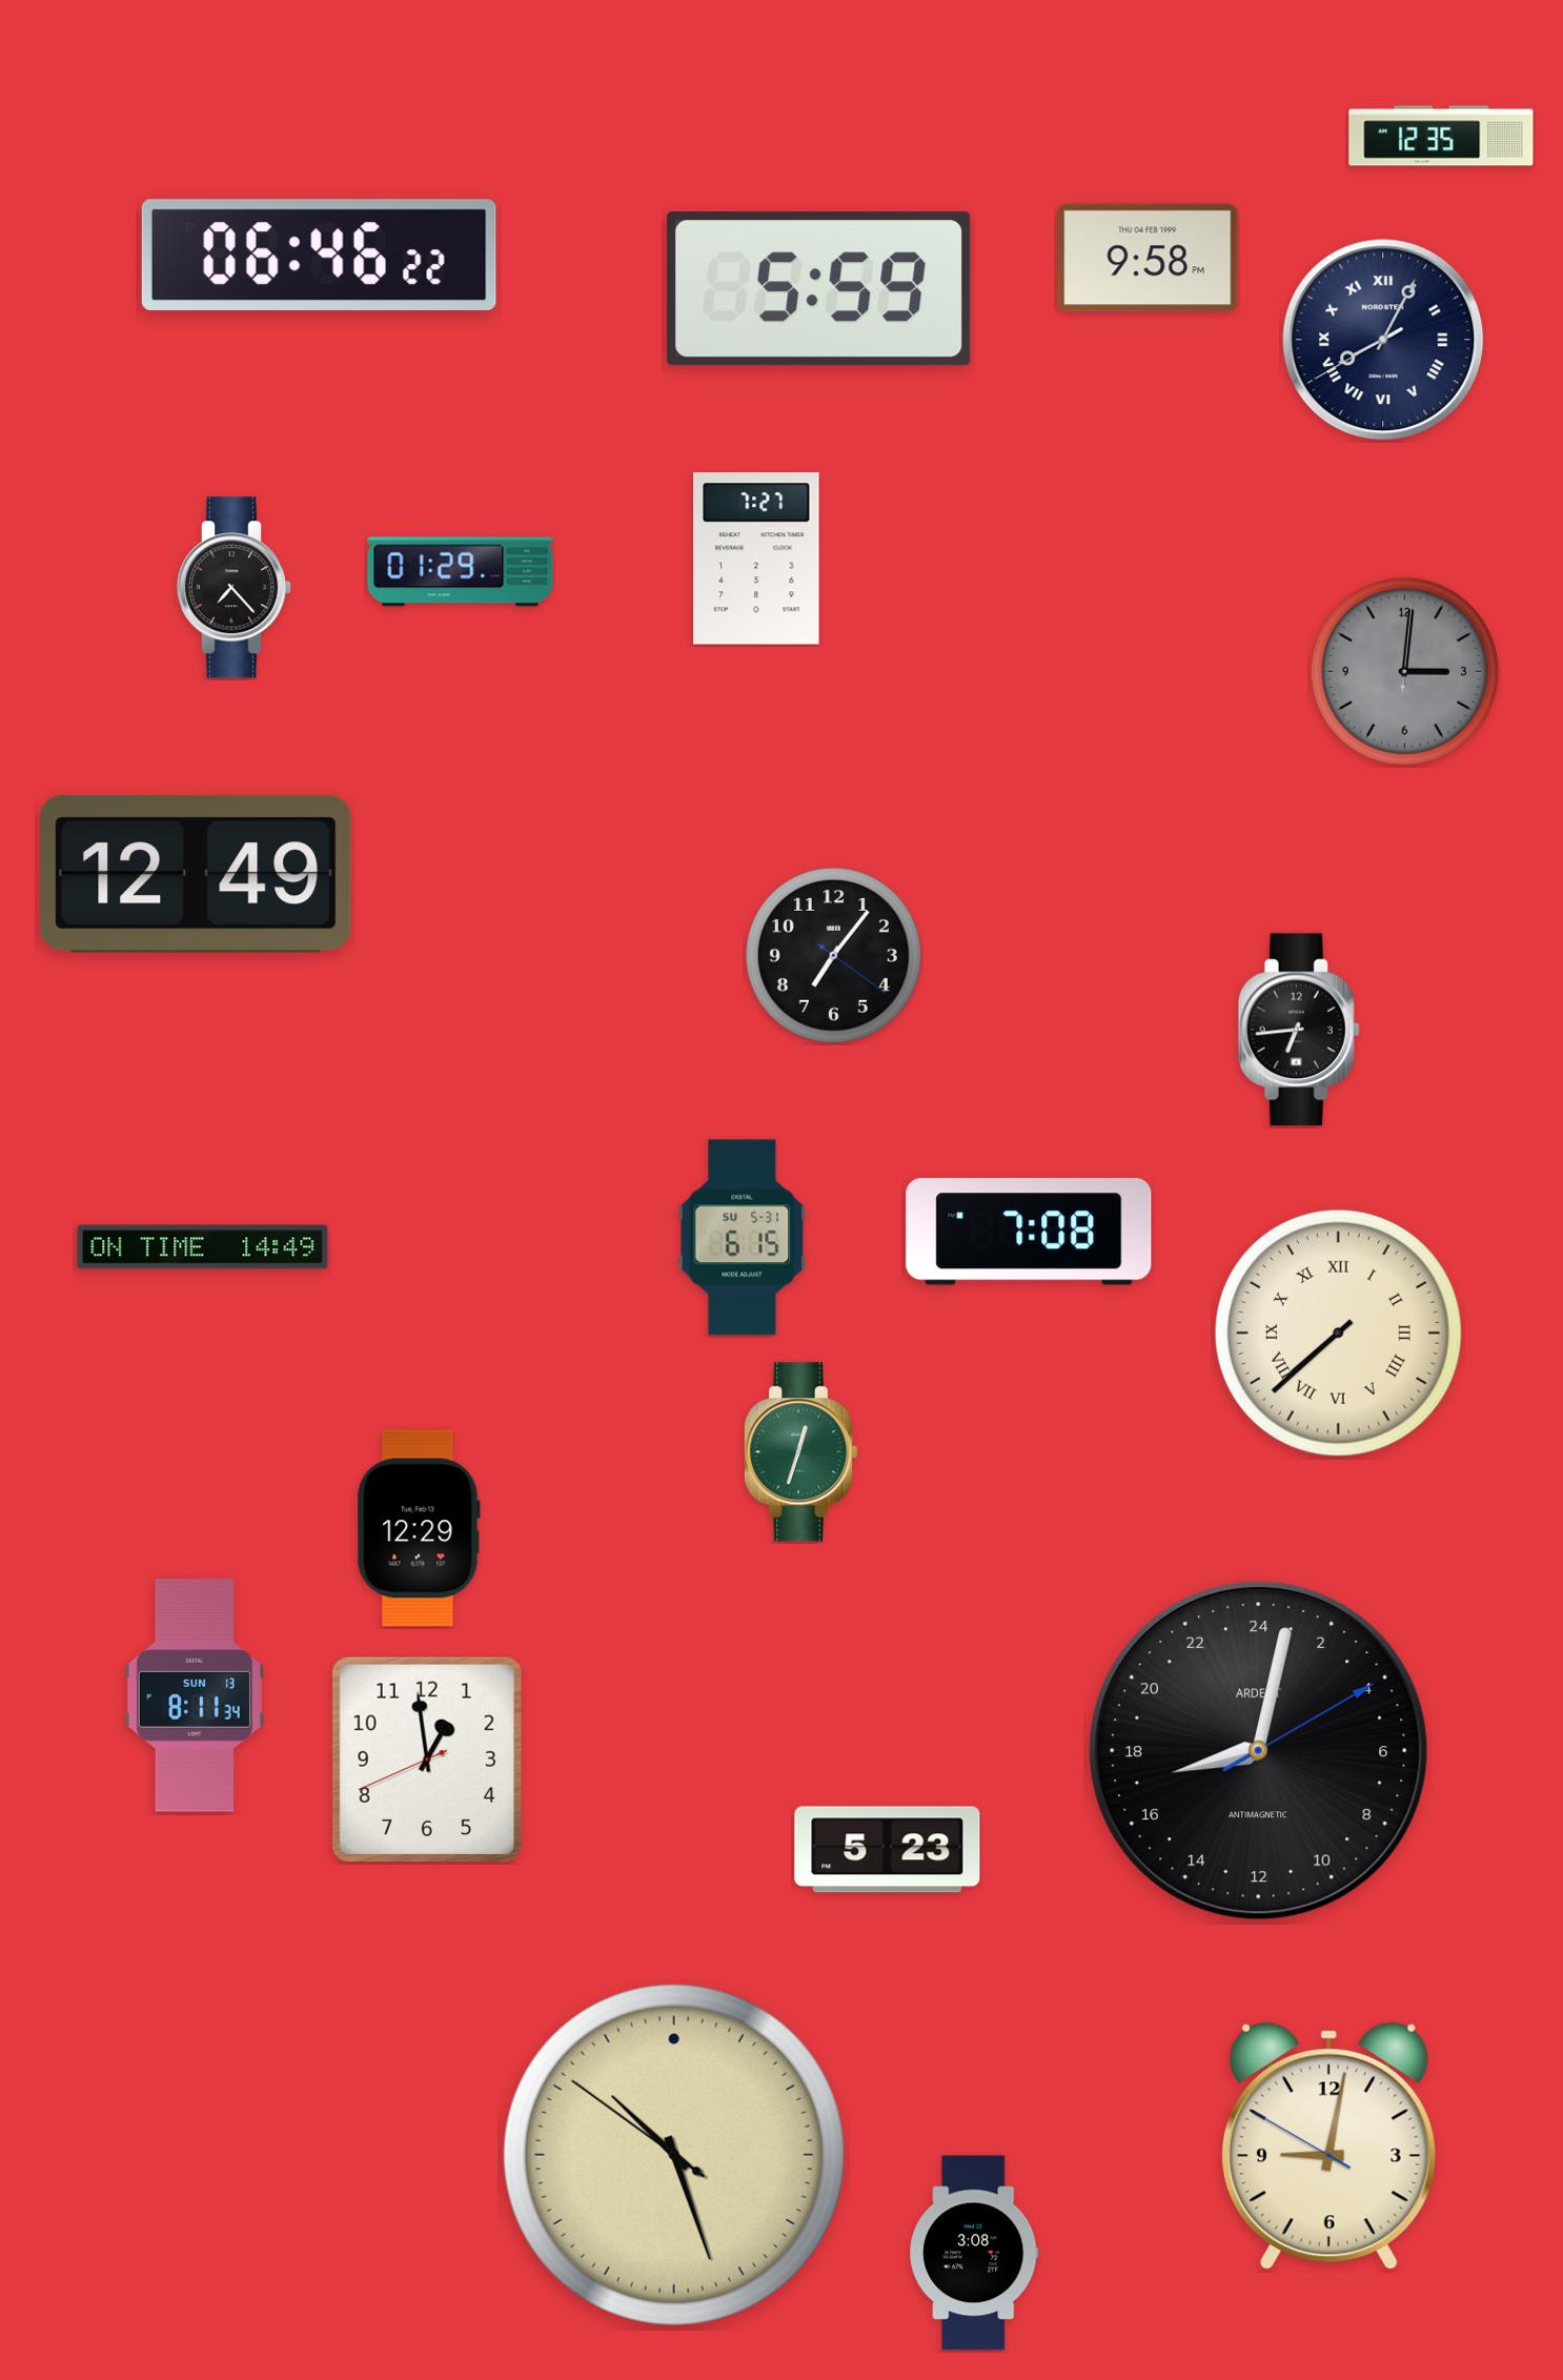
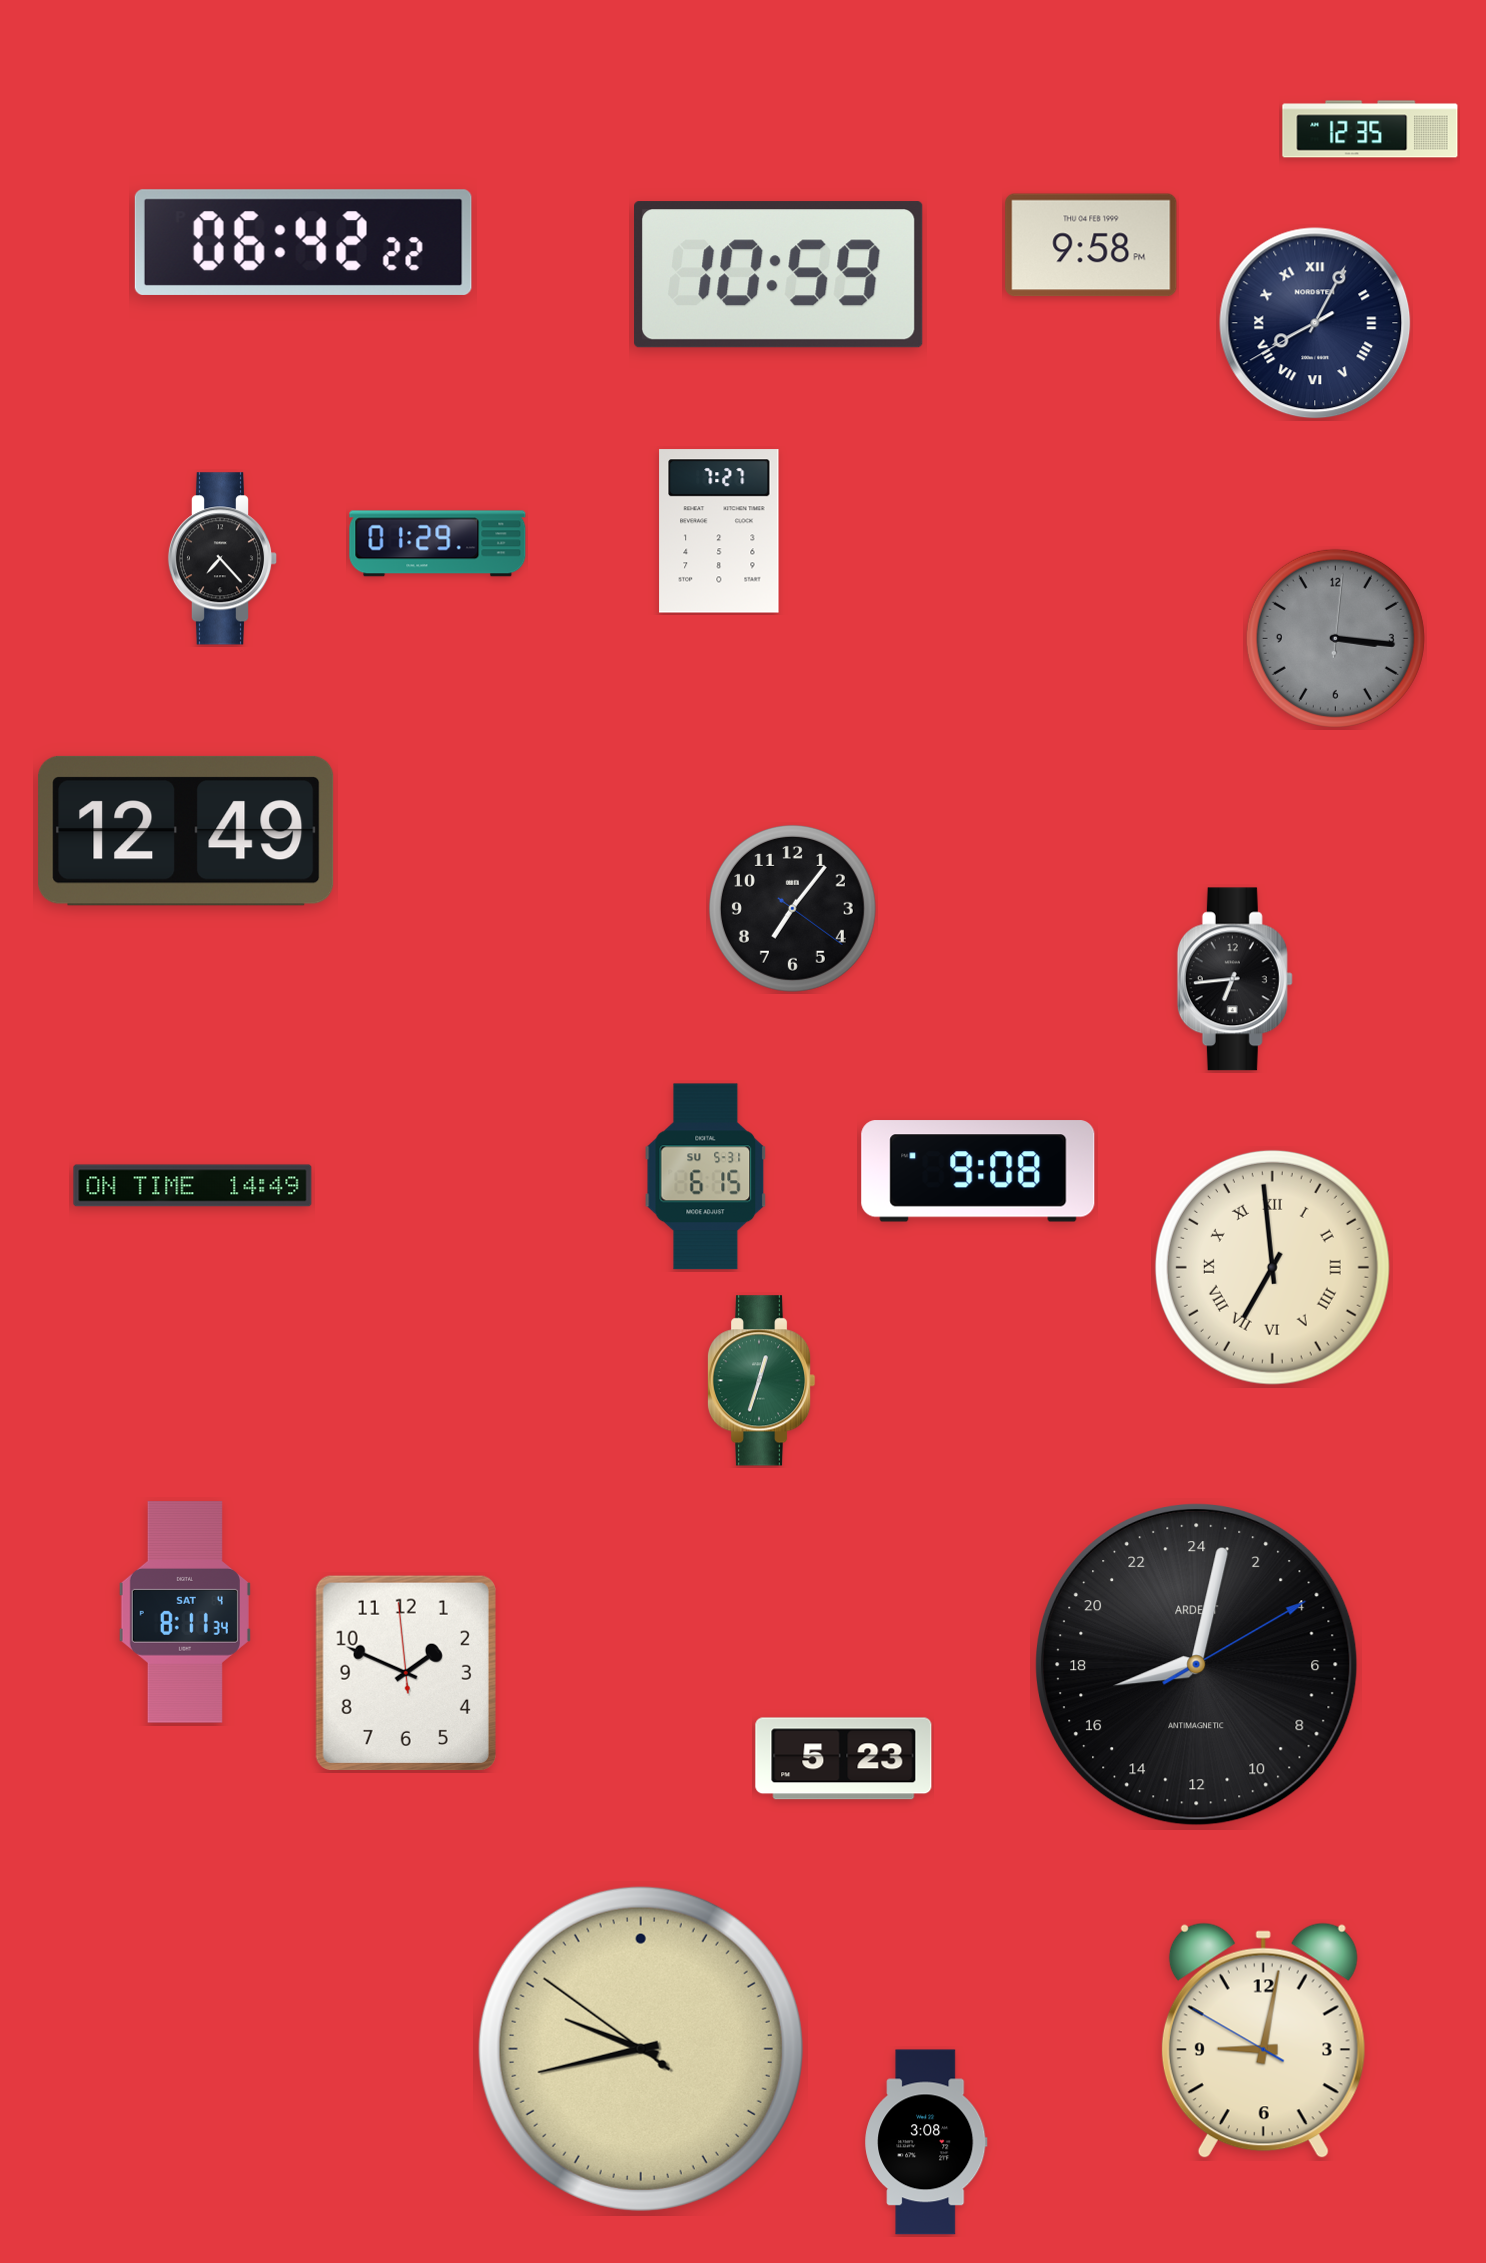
clock at (319, 255): 06:46 -> 06:42
clock at (819, 289): 5:59 -> 10:59
clock at (1404, 671): 3:01 -> 3:16
clock at (1029, 1232): 7:08 -> 9:08
clock at (1338, 1333): 7:38 -> 6:59
clock at (419, 1528): 12:29 -> none
clock at (195, 1695) date: SUN 13 -> SAT 4
clock at (427, 1759): 12:58 -> 1:48
clock at (674, 2155): 10:26 -> 9:42
